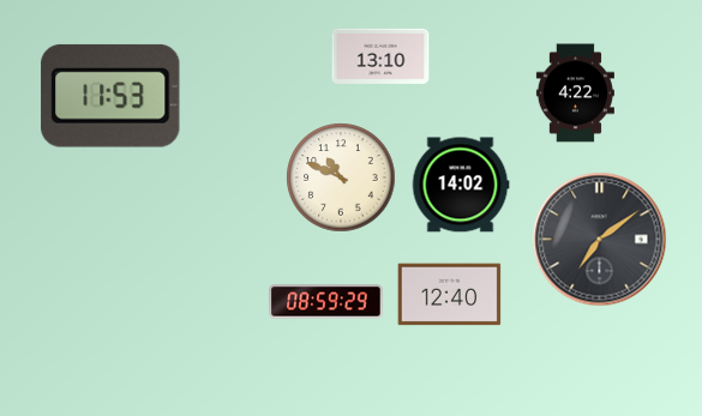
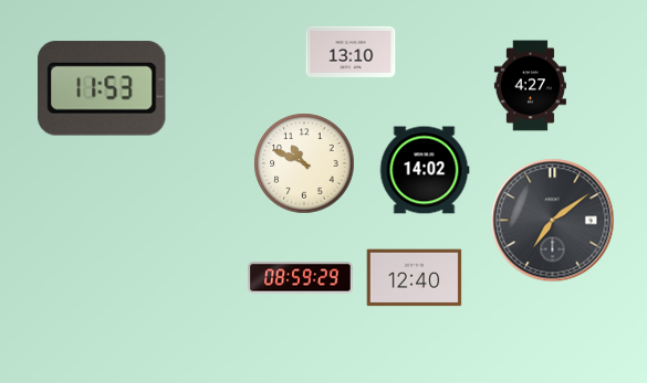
clock at (575, 94): 4:22 -> 4:27
clock at (341, 177) position: (341, 177) -> (304, 163)
clock at (450, 295) position: (450, 295) -> (415, 278)
